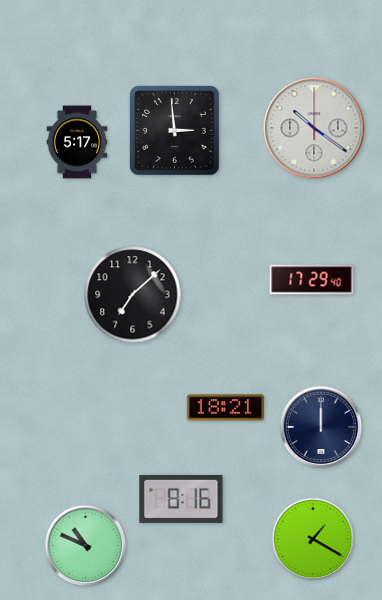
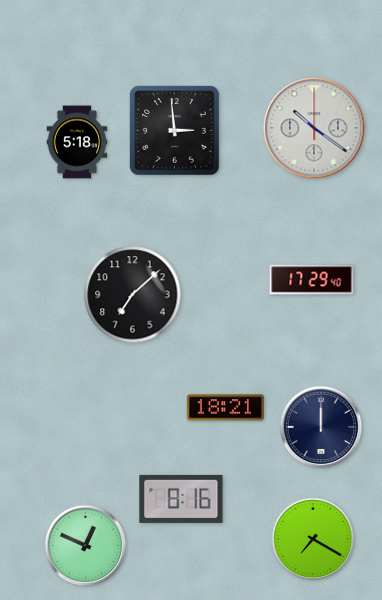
clock at (77, 142): 5:17 -> 5:18
clock at (313, 539): 1:20 -> 7:20
clock at (86, 546): 10:49 -> 12:49
